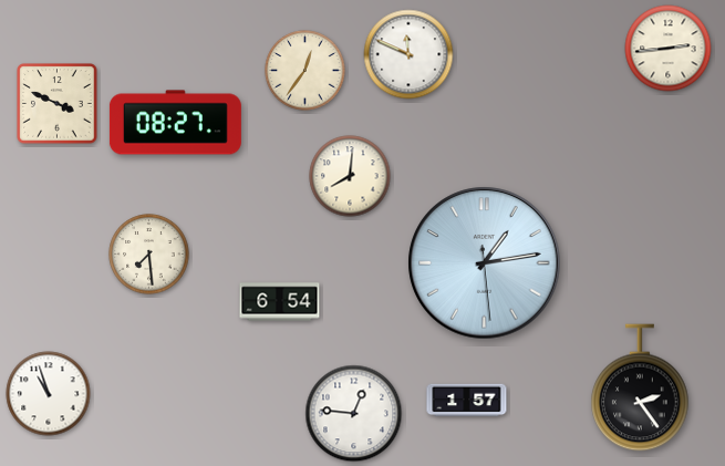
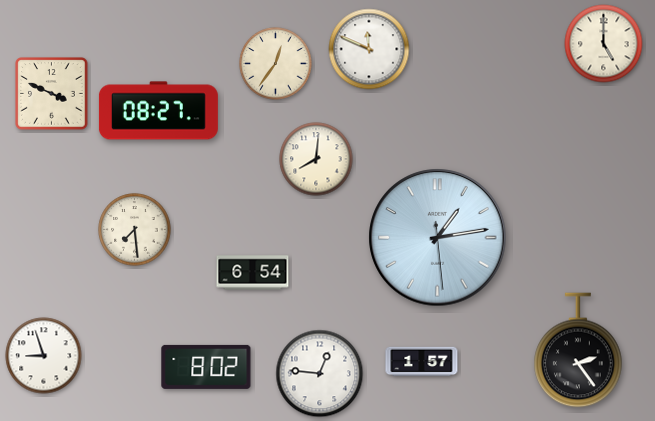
clock at (669, 49): 2:44 -> 5:00
clock at (49, 394): 10:57 -> 8:57
clock at (206, 367): none -> 8:02
